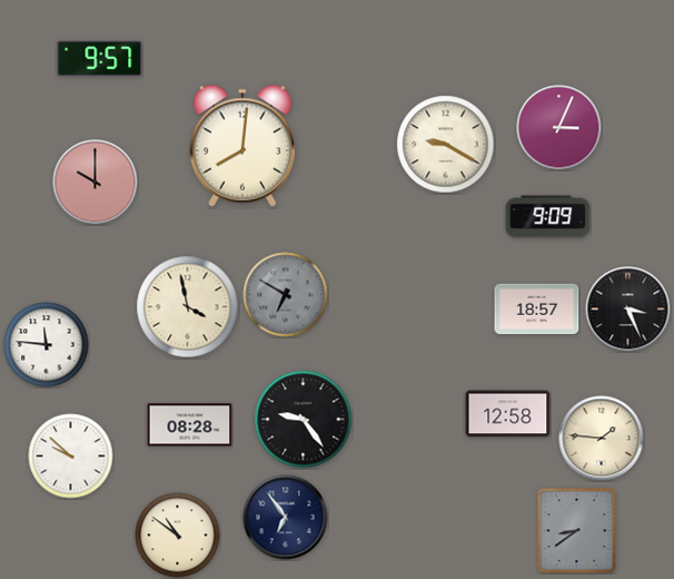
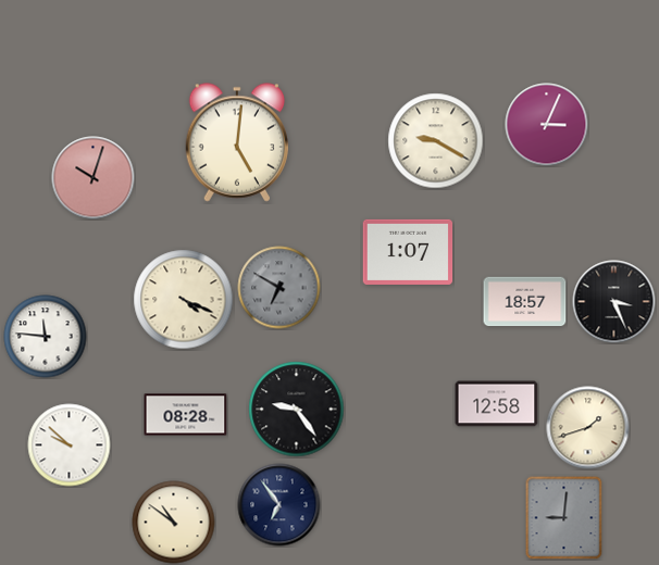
clock at (100, 59): 9:57 -> none
clock at (242, 146): 8:01 -> 5:01
clock at (96, 183): 10:00 -> 10:03
clock at (548, 217): 9:09 -> none
clock at (408, 252): none -> 1:07
clock at (188, 307): 3:58 -> 4:19
clock at (602, 439): 1:46 -> 1:42
clock at (577, 530): 8:39 -> 9:01
